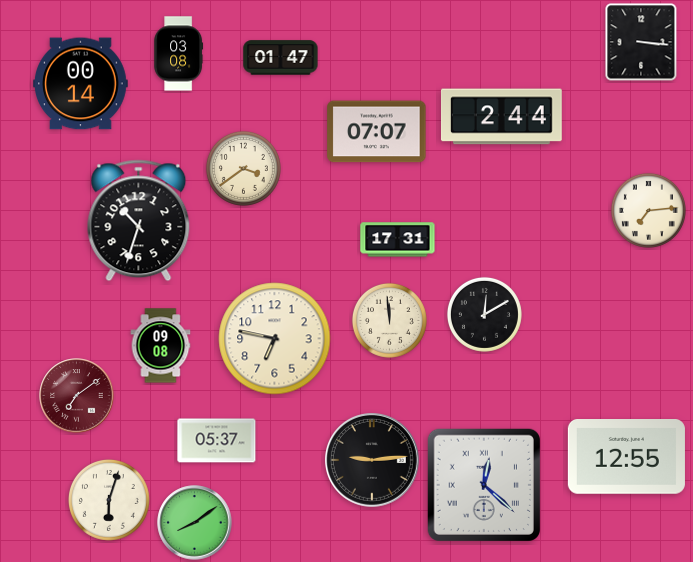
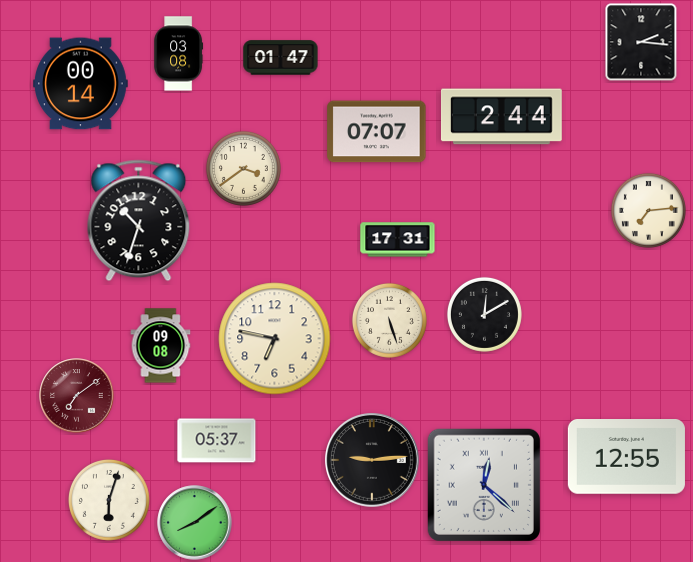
clock at (641, 42): 3:16 -> 2:16
clock at (389, 320): 11:59 -> 5:27
